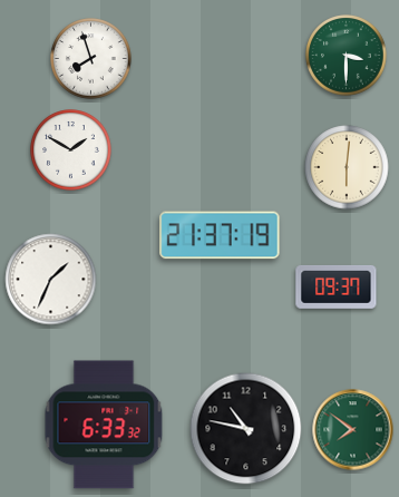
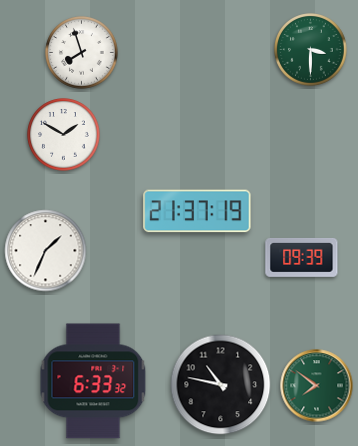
clock at (347, 167): 6:01 -> none
clock at (337, 286): 09:37 -> 09:39
